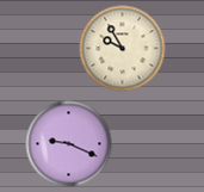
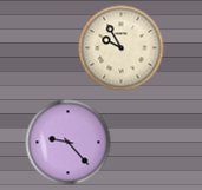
clock at (69, 144): 9:19 -> 9:23
